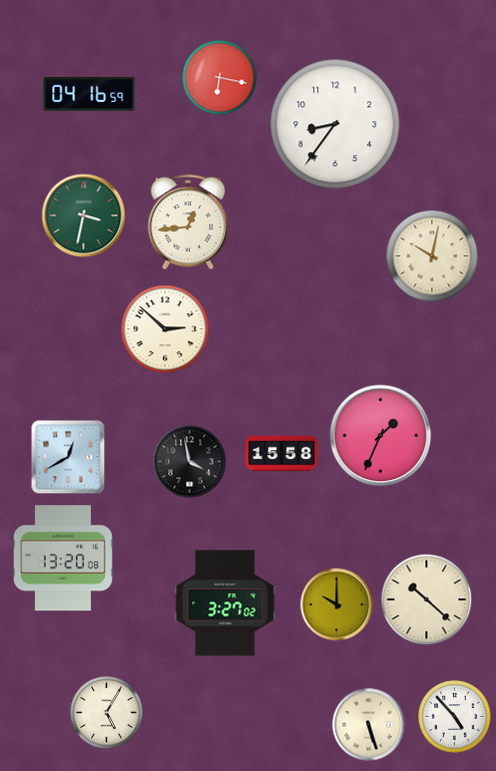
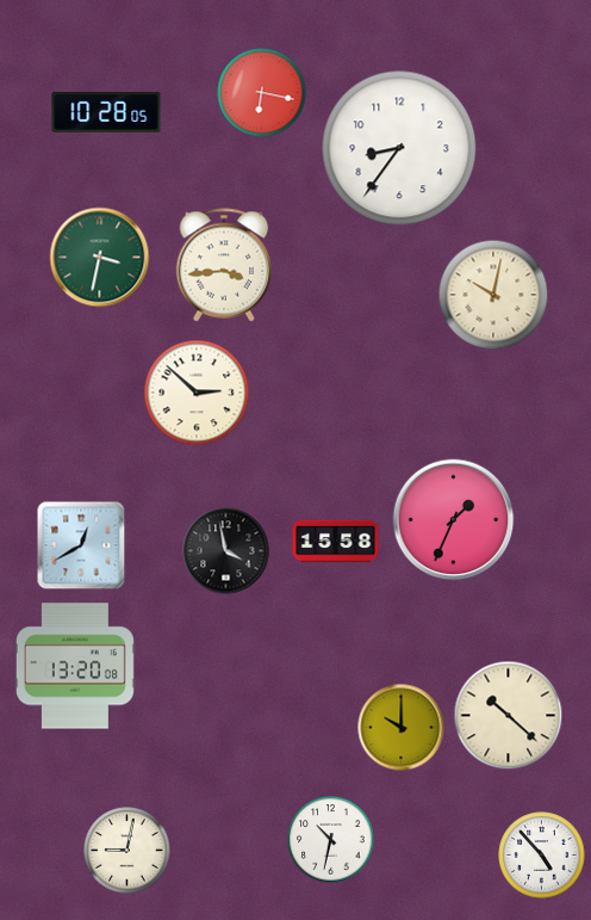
clock at (89, 95): 04:16 -> 10:28
clock at (188, 222): 12:44 -> 3:44
clock at (432, 256) position: (432, 256) -> (493, 295)
clock at (225, 603): 3:27 -> none
clock at (337, 605) position: (337, 605) -> (402, 728)
clock at (331, 840): none -> 10:32
clock at (107, 713): 5:05 -> 9:02
clock at (369, 725): 5:27 -> none
